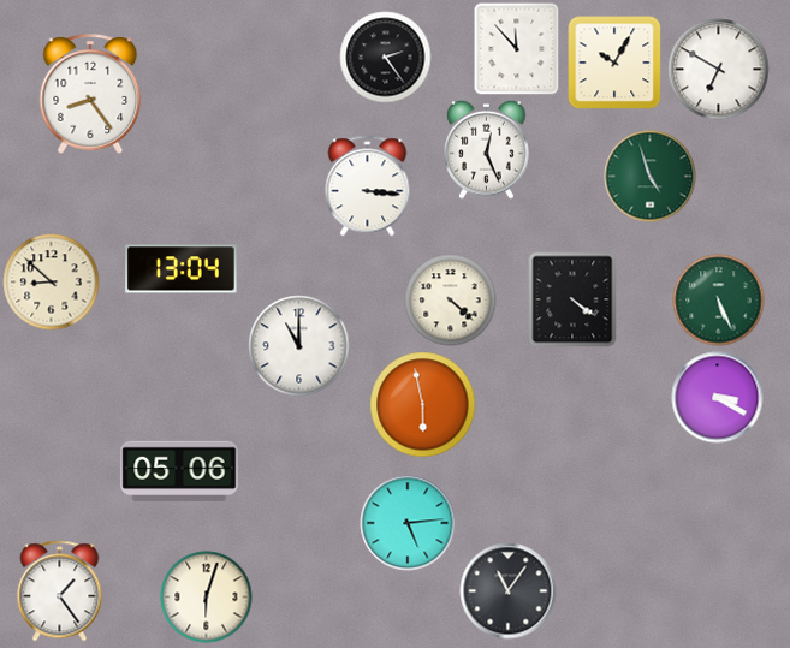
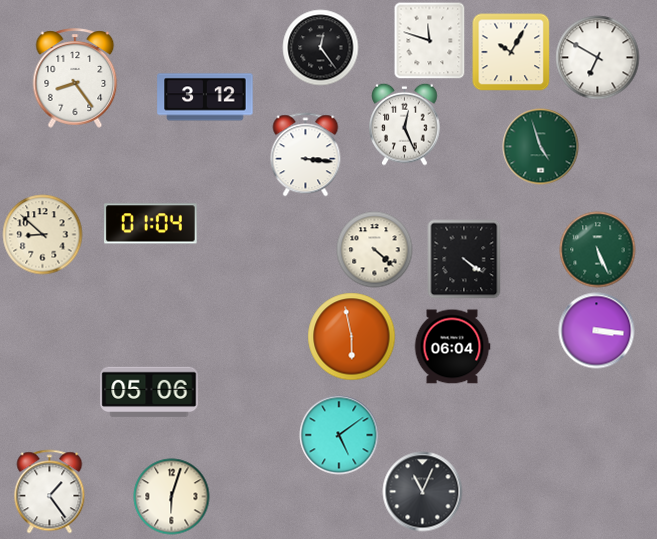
clock at (517, 48): 11:53 -> 11:48
clock at (386, 58): 2:24 -> 12:24
clock at (205, 97): none -> 3:12
clock at (182, 269): 13:04 -> 01:04
clock at (572, 299) position: (572, 299) -> (464, 259)
clock at (299, 346): 11:00 -> none
clock at (718, 398): 3:20 -> 3:16
clock at (452, 347): none -> 06:04
clock at (408, 523): 5:14 -> 5:09
clock at (509, 591): 11:06 -> 11:04
